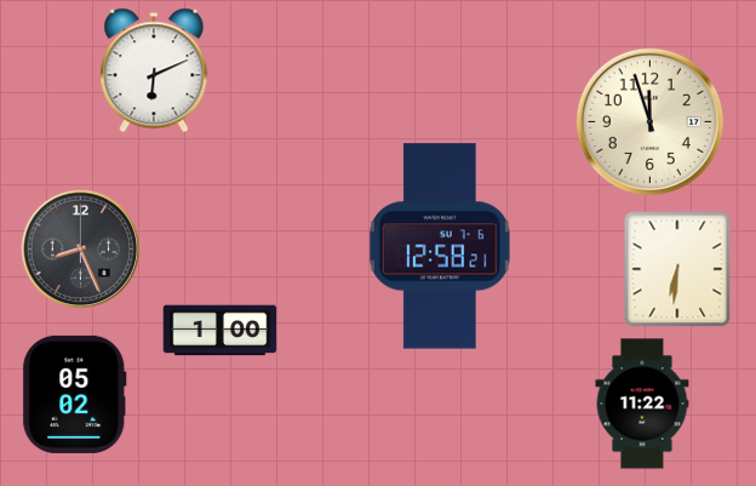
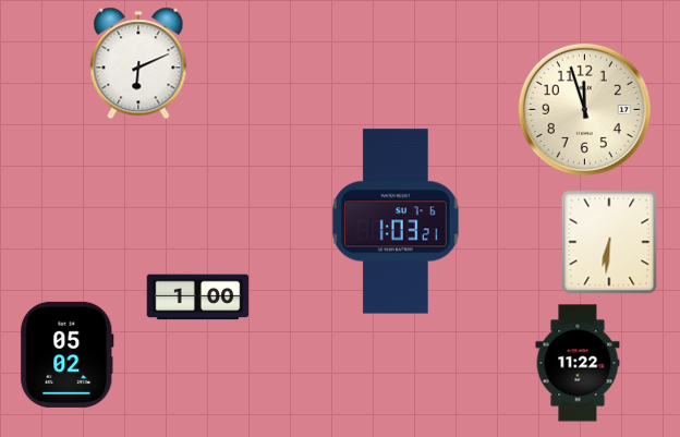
clock at (440, 246): 12:58 -> 1:03
clock at (81, 250): 8:26 -> none
